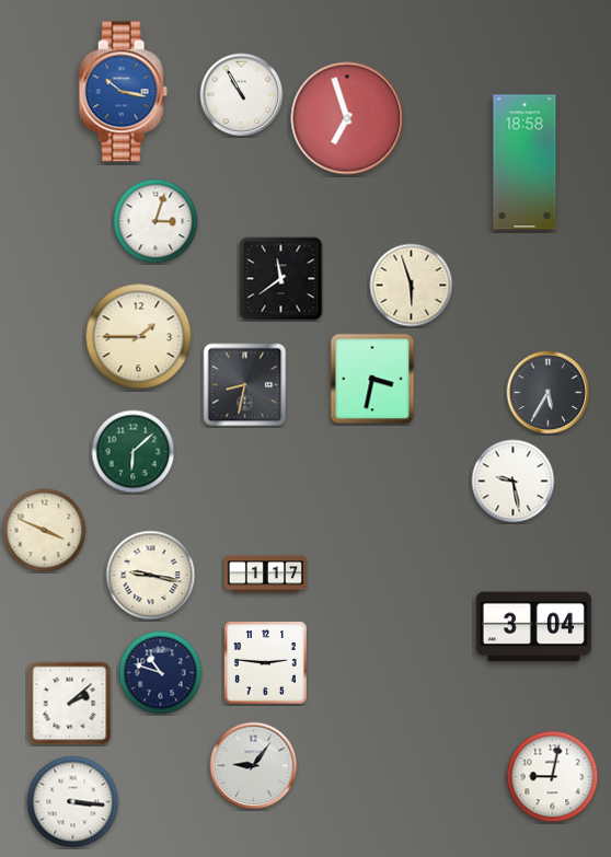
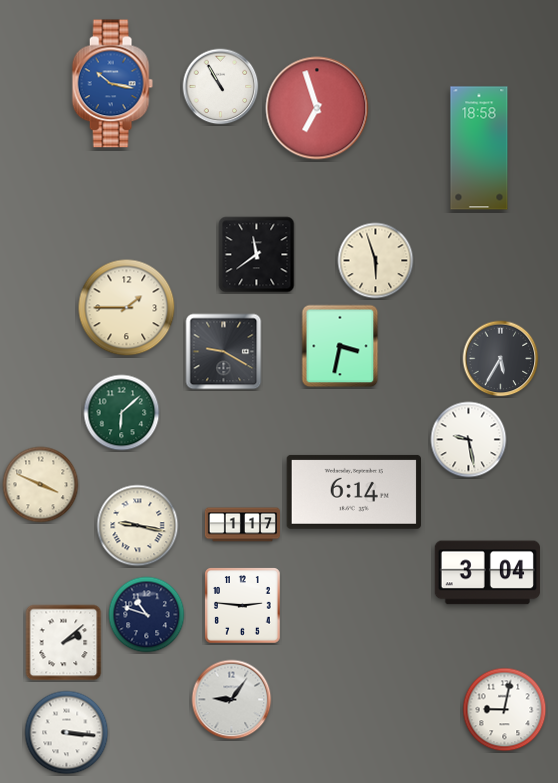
clock at (155, 221): 3:03 -> none
clock at (245, 385): 8:32 -> 9:20
clock at (353, 492): none -> 6:14
